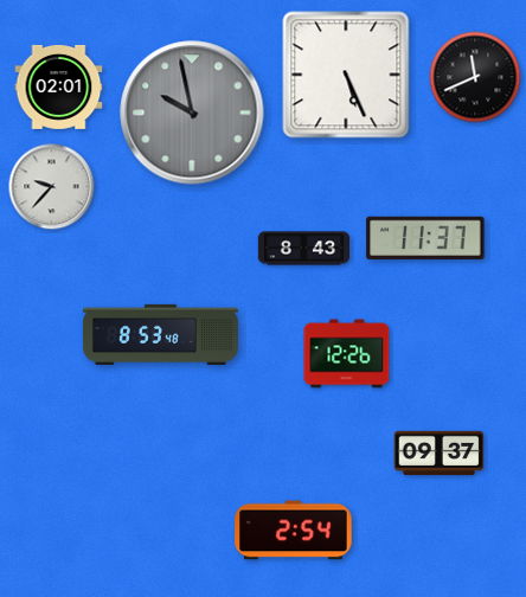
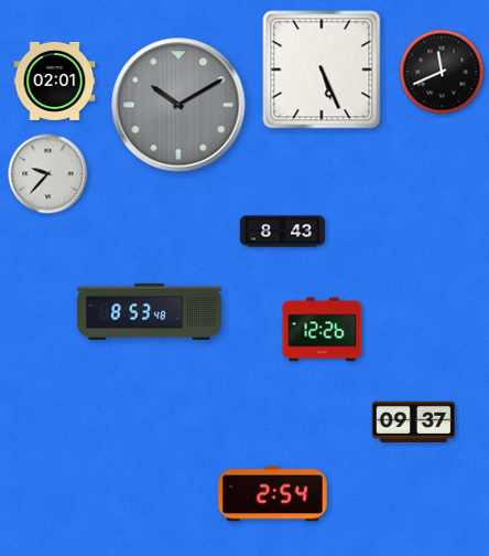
clock at (192, 113): 9:58 -> 10:10
clock at (425, 238): 11:37 -> none
clock at (440, 452) position: (440, 452) -> (414, 421)
